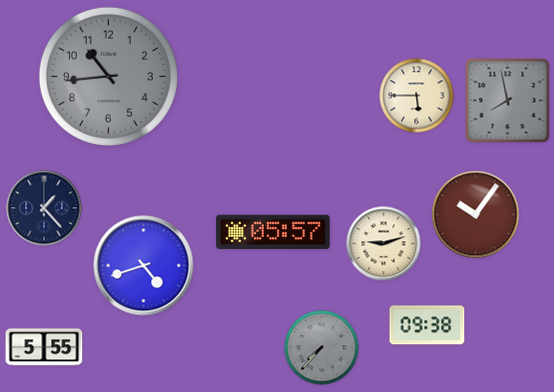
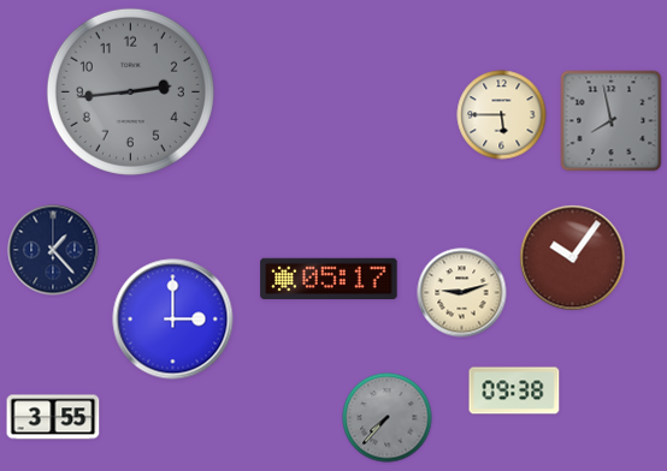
clock at (108, 76): 10:44 -> 2:44
clock at (273, 231): 05:57 -> 05:17
clock at (144, 266): 4:42 -> 3:00
clock at (44, 347): 5:55 -> 3:55
